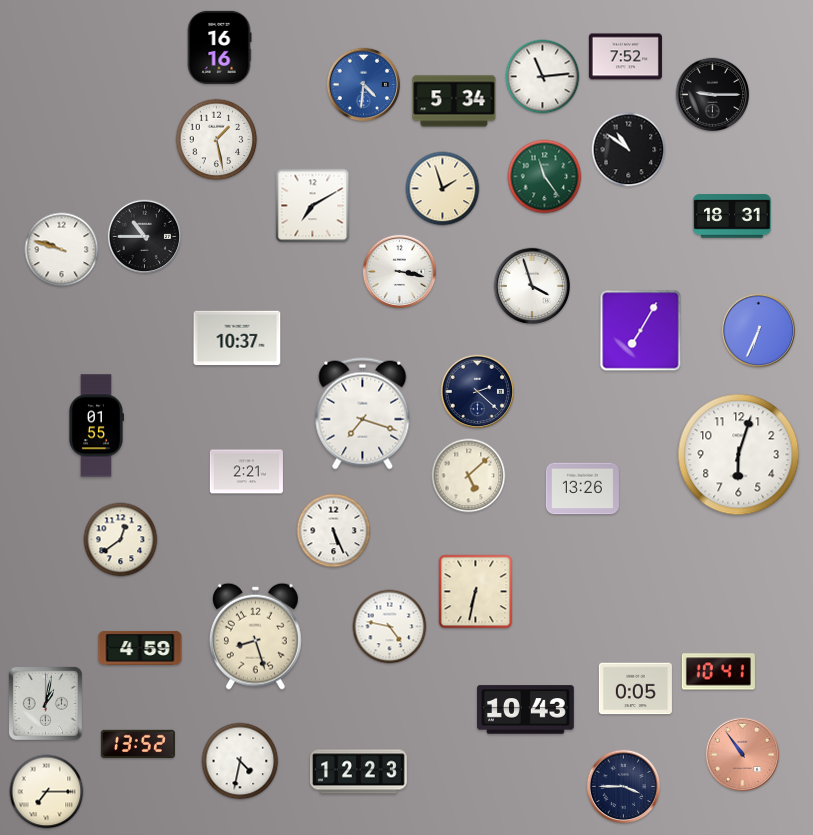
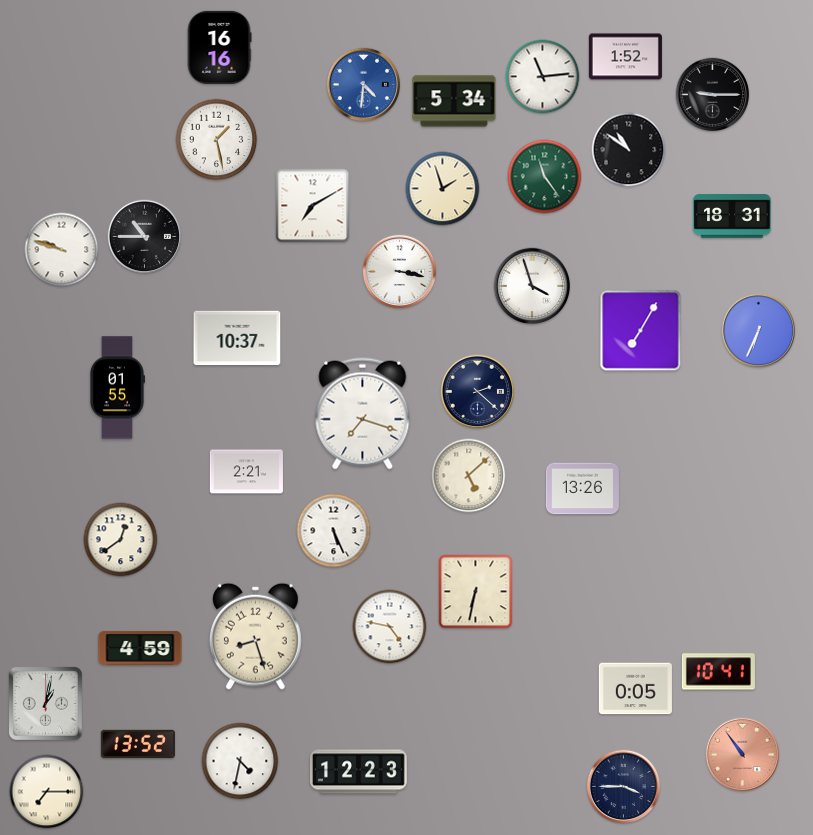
clock at (625, 57): 7:52 -> 1:52
clock at (96, 426) position: (96, 426) -> (117, 388)
clock at (739, 455): 6:03 -> none
clock at (526, 710): 10:43 -> none
